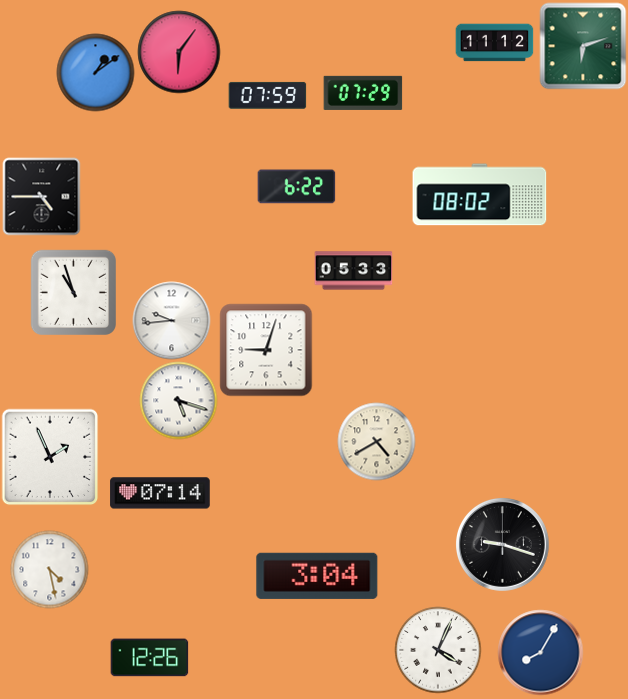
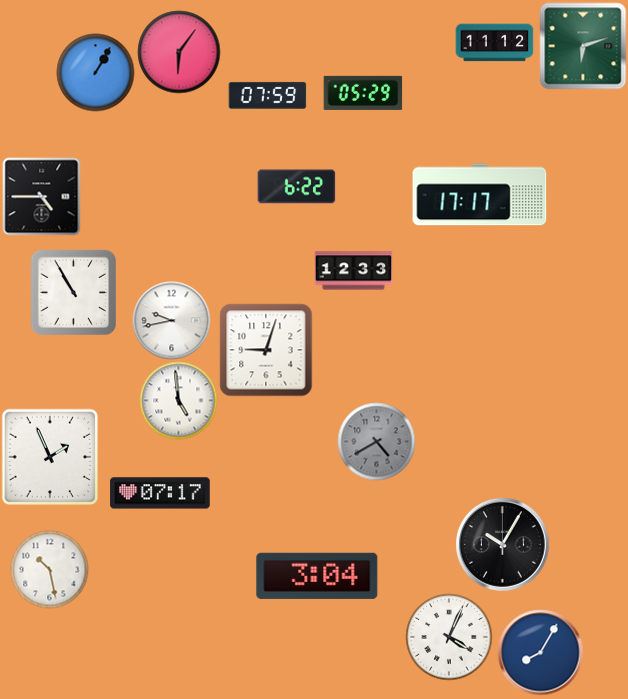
clock at (95, 72): 1:09 -> 1:05
clock at (363, 93): 07:29 -> 05:29
clock at (480, 195): 08:02 -> 17:17
clock at (353, 271): 05:33 -> 12:33
clock at (73, 292): 10:57 -> 10:55
clock at (171, 320): 9:44 -> 9:43
clock at (178, 400): 5:18 -> 4:59
clock at (376, 441) dial: cream -> grey
clock at (160, 493): 07:14 -> 07:17
clock at (503, 545): 9:18 -> 10:05
clock at (49, 569): 4:28 -> 10:28
clock at (438, 650) position: (438, 650) -> (449, 637)
clock at (149, 658): 12:26 -> none
